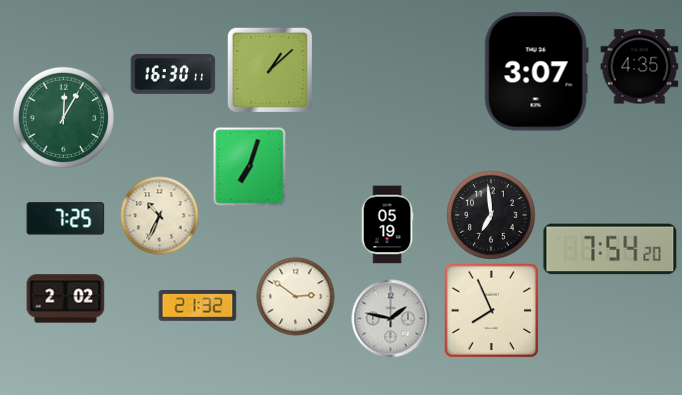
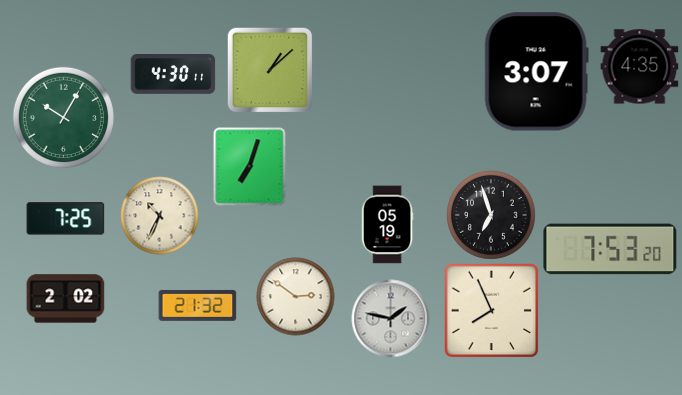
clock at (173, 75): 16:30 -> 4:30
clock at (63, 117): 12:05 -> 10:05
clock at (491, 215): 6:59 -> 6:57
clock at (610, 249): 7:54 -> 7:53
